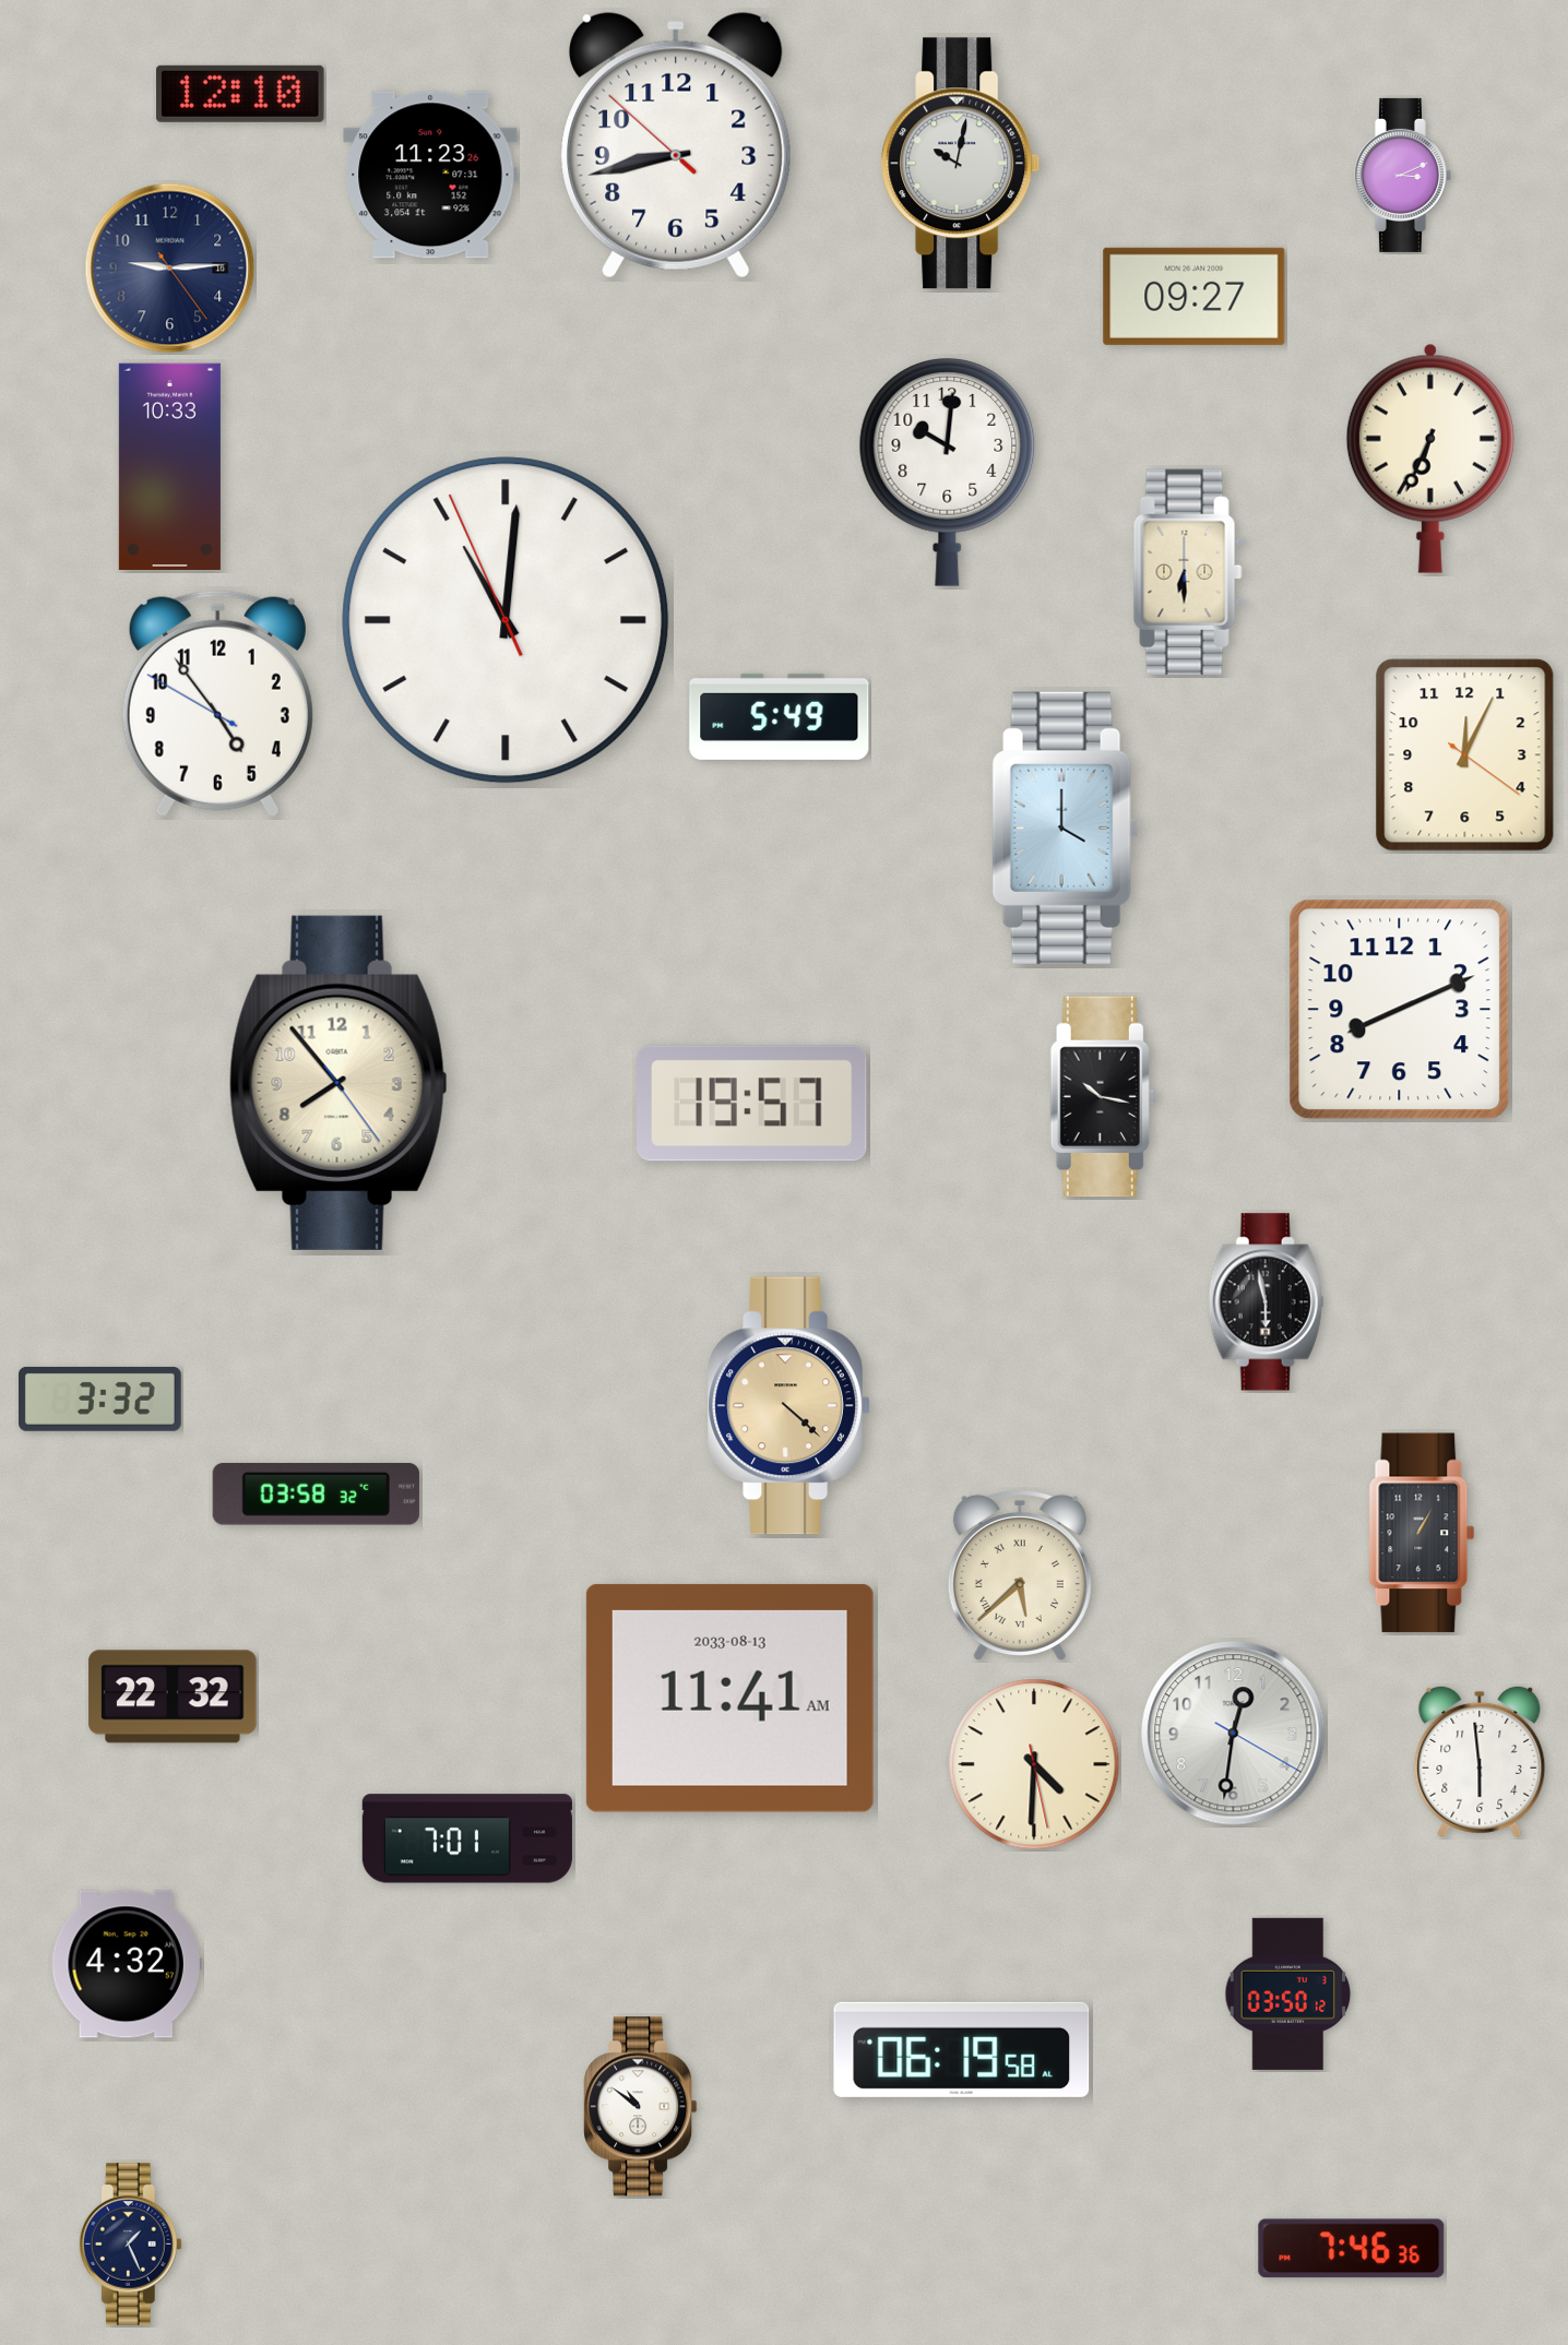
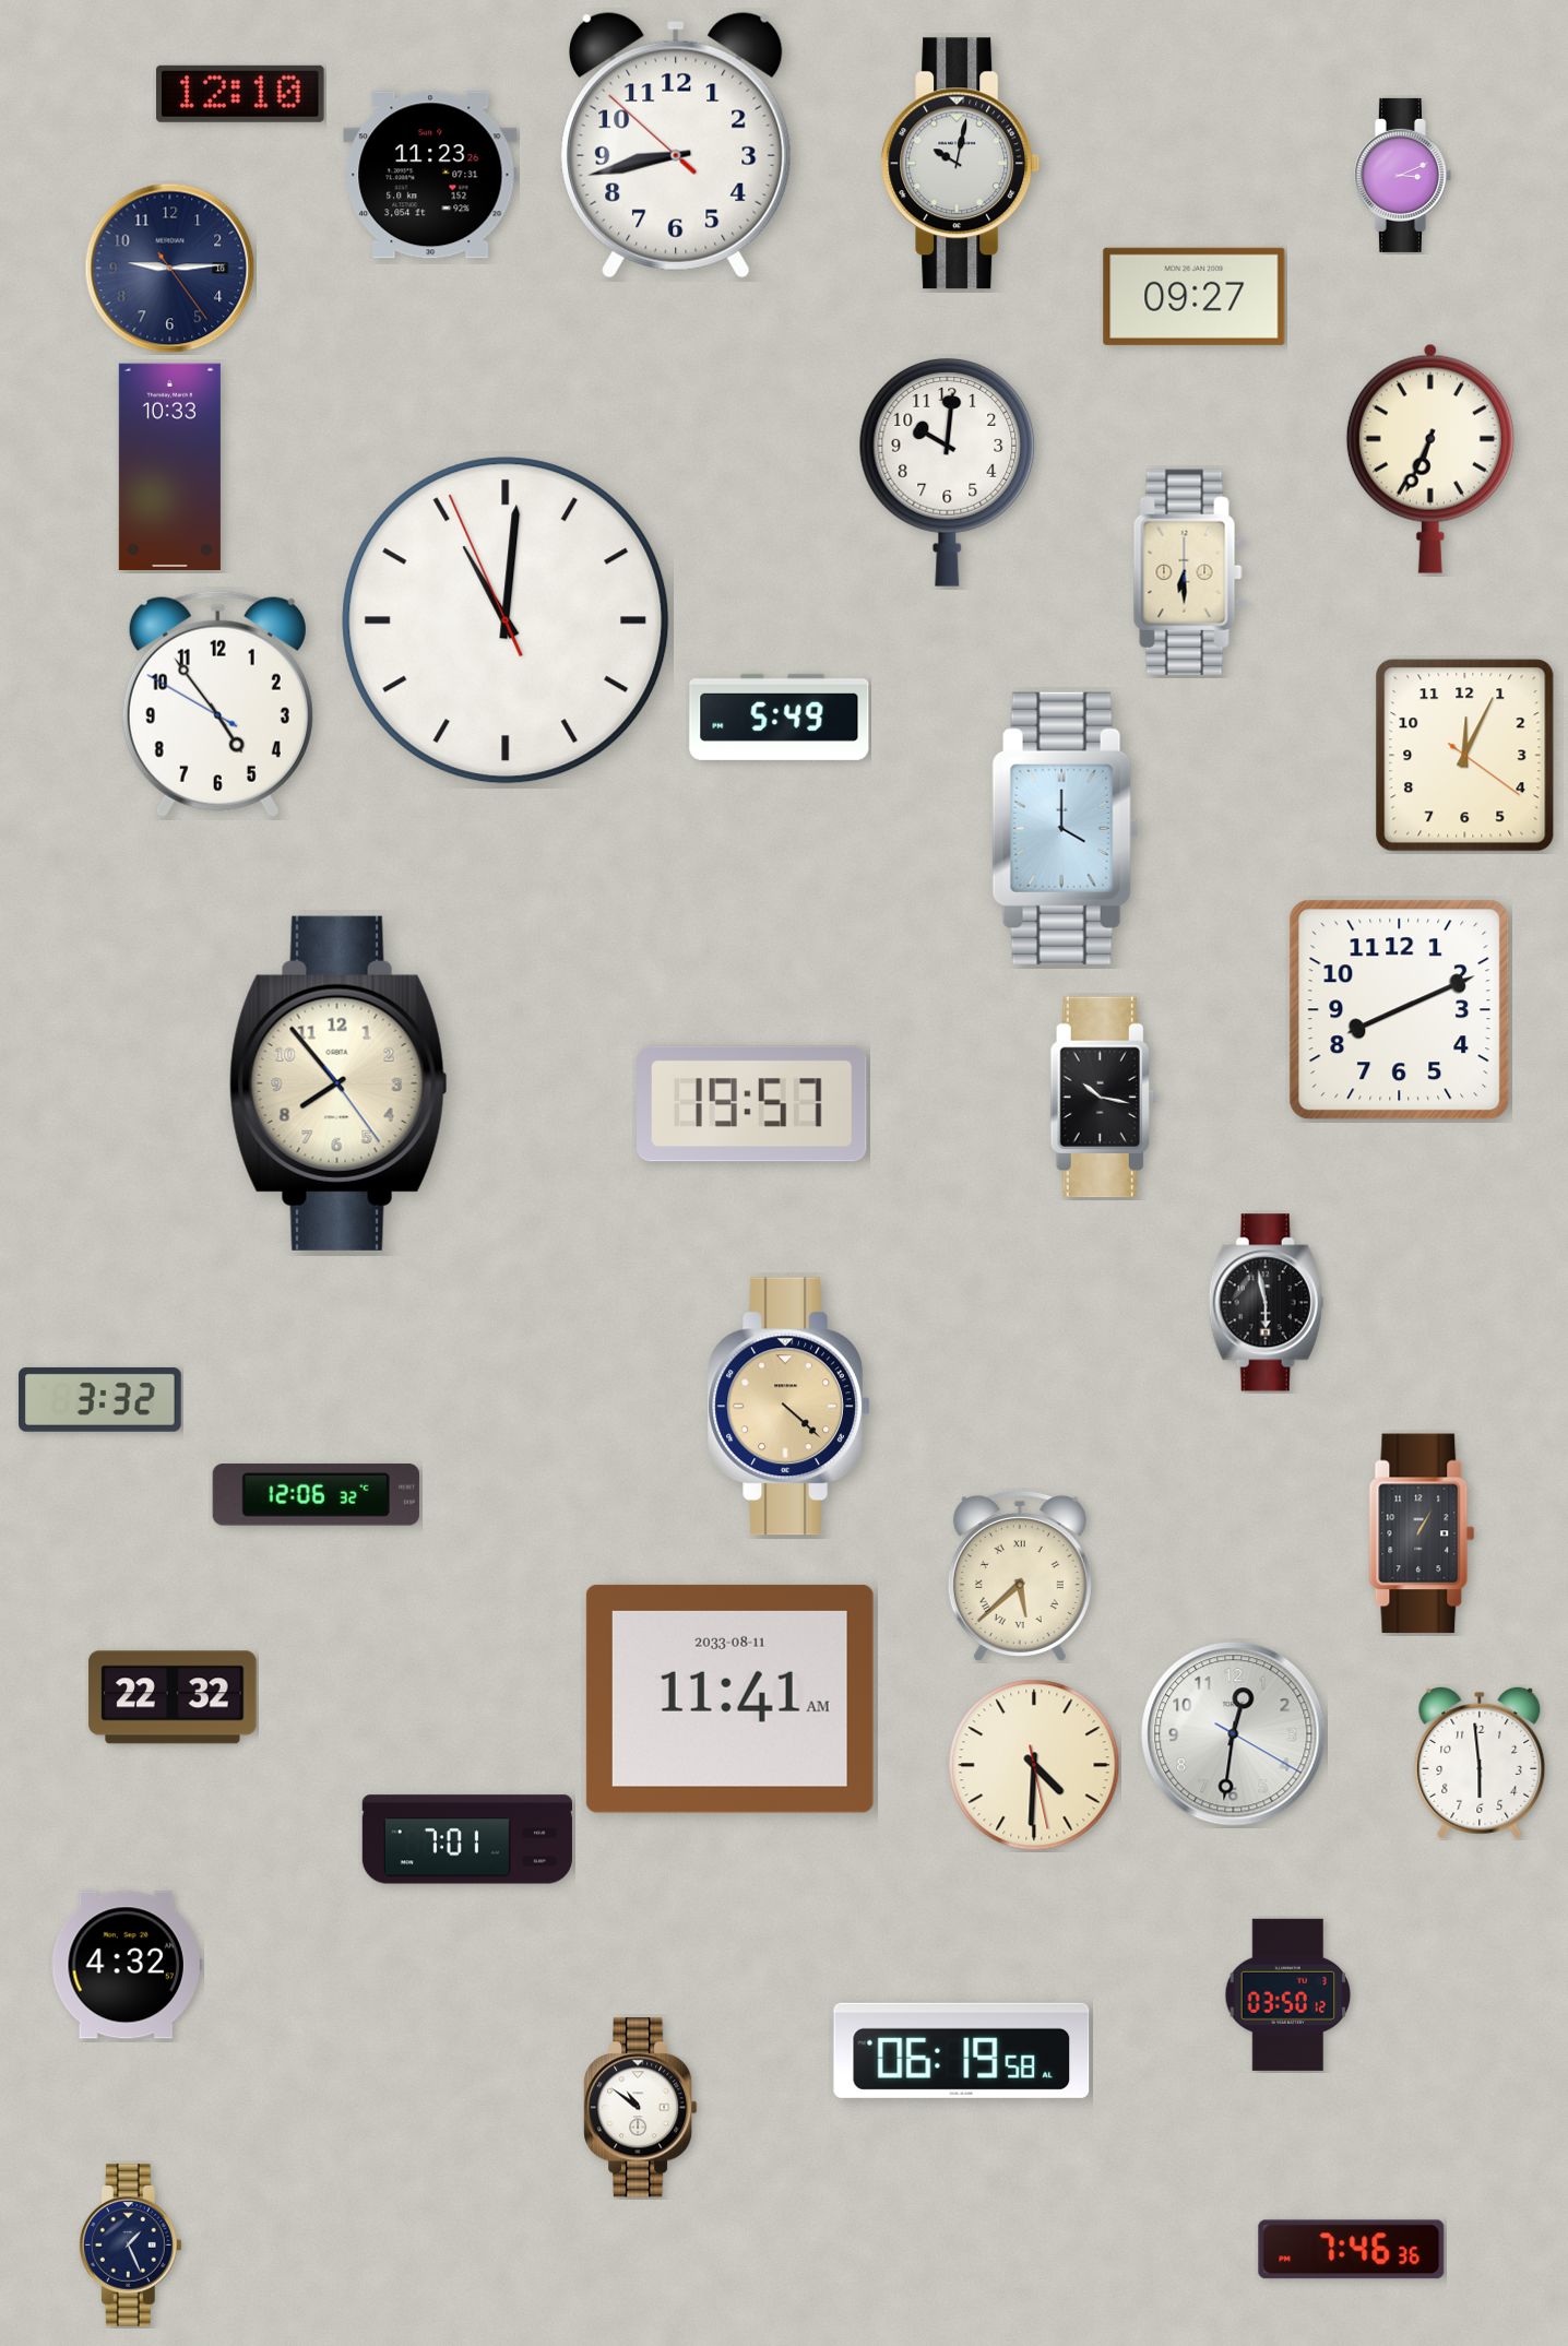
clock at (316, 1495): 03:58 -> 12:06
clock at (729, 1698) date: 2033-08-13 -> 2033-08-11
